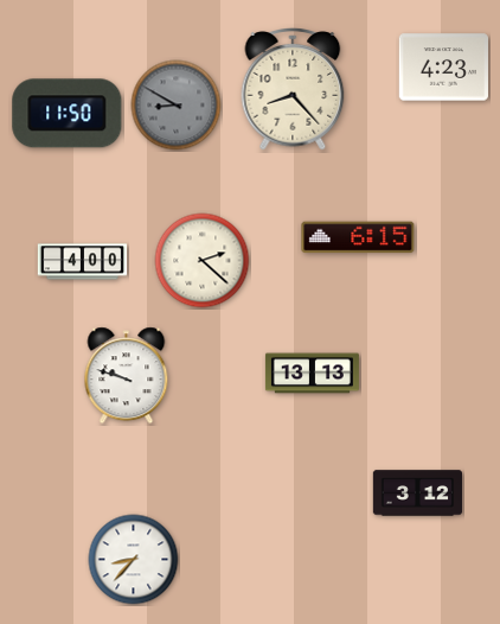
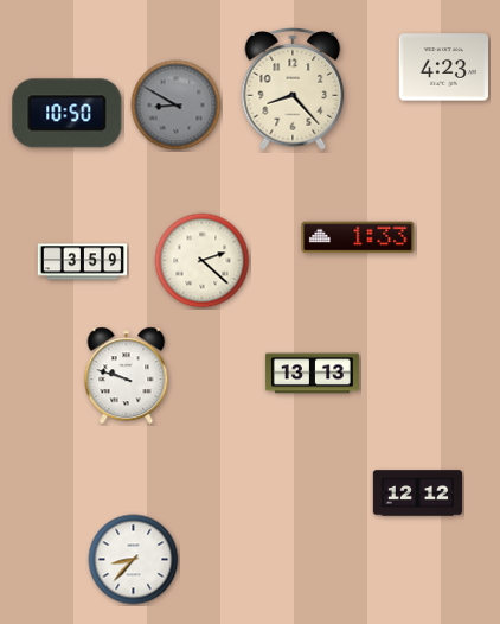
clock at (68, 114): 11:50 -> 10:50
clock at (358, 237): 6:15 -> 1:33
clock at (83, 262): 4:00 -> 3:59
clock at (418, 494): 3:12 -> 12:12
